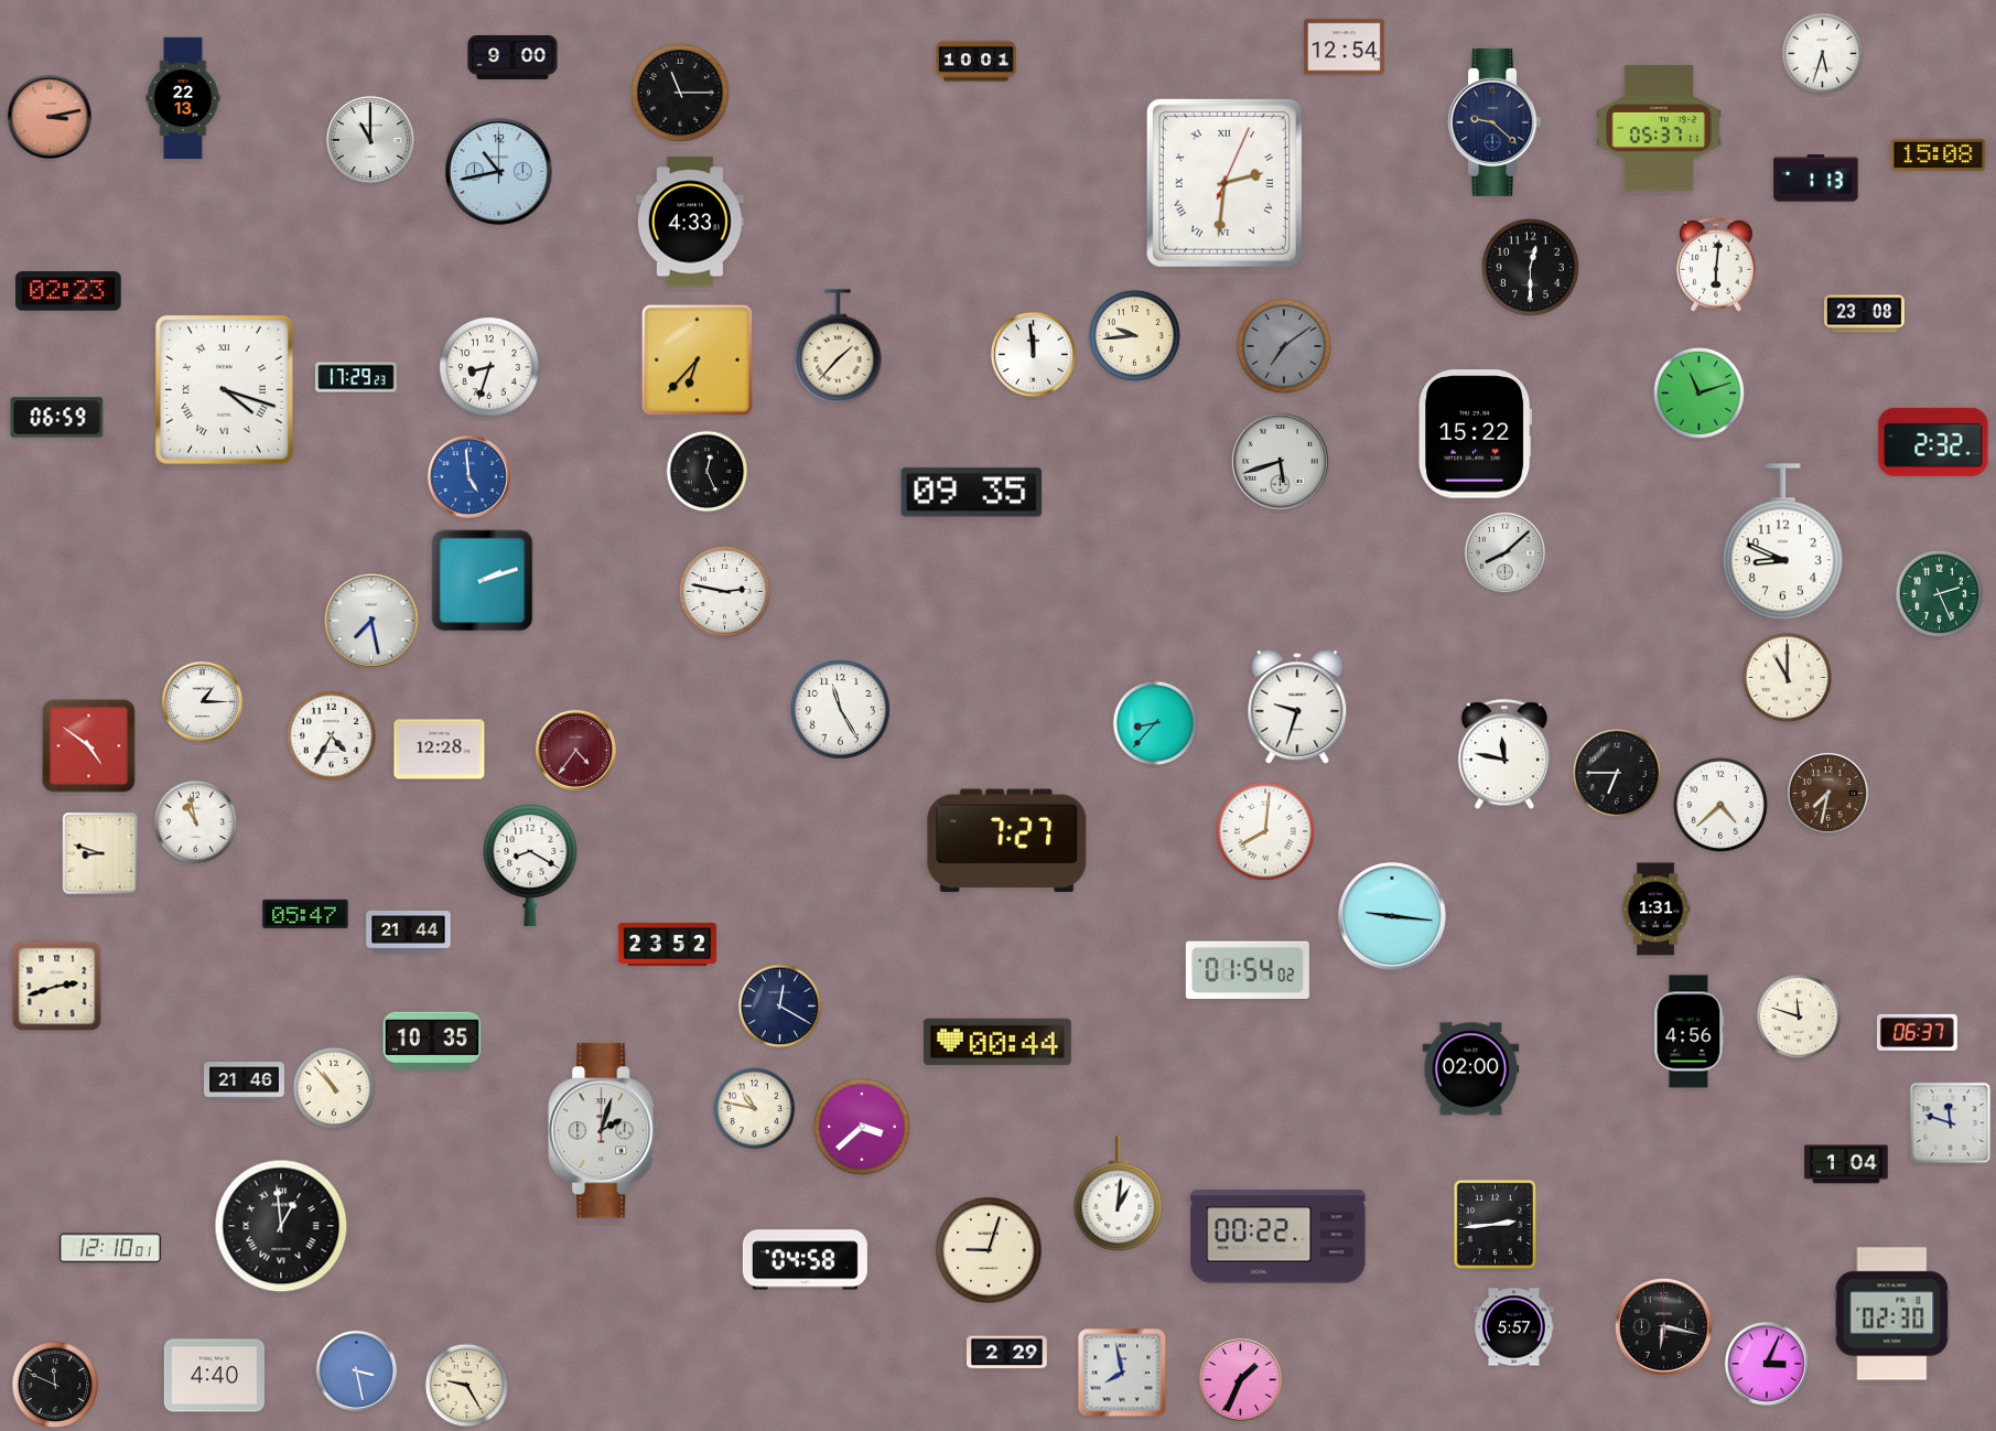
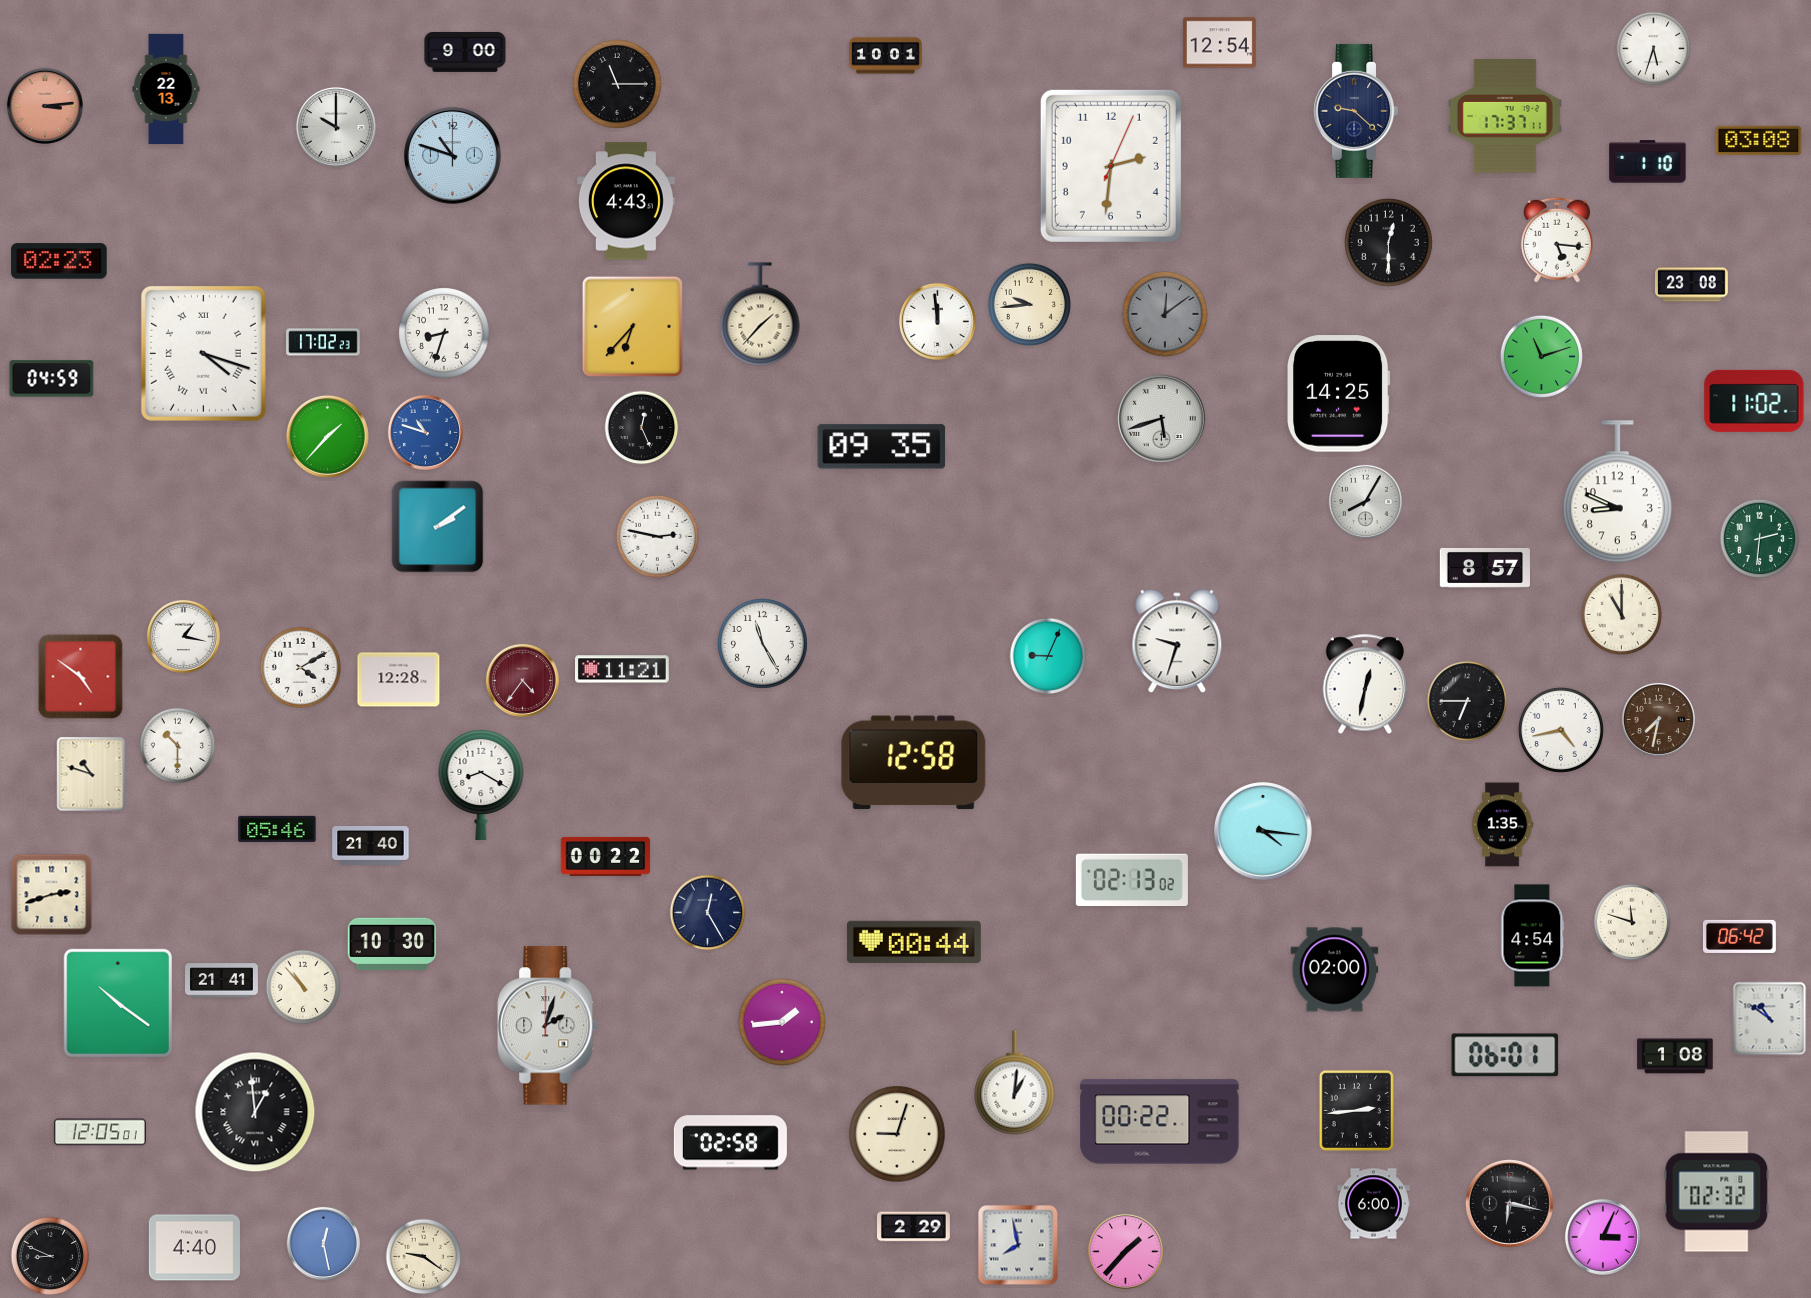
clock at (50, 117): 3:13 -> 3:14
clock at (1659, 128): 05:37 -> 17:37
clock at (370, 140): 11:00 -> 10:00
clock at (1939, 154): 15:08 -> 03:08
clock at (499, 172): 10:43 -> 10:48
clock at (1816, 179): 1:13 -> 1:10
clock at (1224, 183) numerals: Roman -> Arabic
clock at (690, 222): 4:33 -> 4:43
clock at (1716, 265): 6:01 -> 5:16
clock at (68, 291) position: (68, 291) -> (59, 261)
clock at (1284, 346): 7:09 -> 12:09
clock at (356, 377): 17:29 -> 17:02
clock at (57, 418): 06:59 -> 04:59
clock at (1476, 434): 15:22 -> 14:25
clock at (1933, 442): 2:32 -> 11:02
clock at (468, 476): 4:59 -> 10:48
clock at (327, 436): none -> 1:37
clock at (1504, 552): 8:08 -> 8:05
clock at (483, 581): 2:12 -> 2:09
clock at (1940, 594): 2:26 -> 2:31
clock at (371, 621): 7:28 -> none
clock at (1485, 568): none -> 8:57
clock at (202, 701): 1:15 -> 1:17
clock at (1155, 723): 8:37 -> 9:04
clock at (331, 735): 4:35 -> 4:10
clock at (623, 669): none -> 11:21
clock at (1504, 754): 11:47 -> 12:32
clock at (1720, 805): 4:38 -> 4:43
clock at (196, 822): 10:58 -> 10:30
clock at (1265, 831): 8:01 -> none
clock at (1007, 841): 7:27 -> 12:58
clock at (100, 853): 8:48 -> 10:48
clock at (1655, 910): 1:31 -> 1:35
clock at (305, 914): 05:47 -> 05:46
clock at (1392, 916): 9:16 -> 4:16
clock at (409, 933): 21:44 -> 21:40
clock at (668, 944): 23:52 -> 00:22
clock at (1248, 969): 01:54 -> 02:13
clock at (780, 1007): 12:20 -> 12:25
clock at (1690, 1032): 4:56 -> 4:54
clock at (1917, 1032): 06:37 -> 06:42
clock at (432, 1041): 10:35 -> 10:30
clock at (997, 1042) position: (997, 1042) -> (914, 942)
clock at (245, 1082): 21:46 -> 21:41
clock at (117, 1002): none -> 10:21
clock at (755, 1109): 10:47 -> none
clock at (1951, 1123): 11:48 -> 10:51
clock at (862, 1127): 3:38 -> 1:44
clock at (1505, 1055): none -> 06:01
clock at (1846, 1164): 1:04 -> 1:08
clock at (110, 1248): 12:10 -> 12:05
clock at (805, 1260): 04:58 -> 02:58
clock at (1892, 1314): 02:30 -> 02:32
clock at (1514, 1327): 5:57 -> 6:00
clock at (356, 1370): 3:28 -> 12:28
clock at (1240, 1379): 1:34 -> 1:37
clock at (55, 1385): 11:49 -> 8:49
clock at (467, 1386): 9:25 -> 9:21
